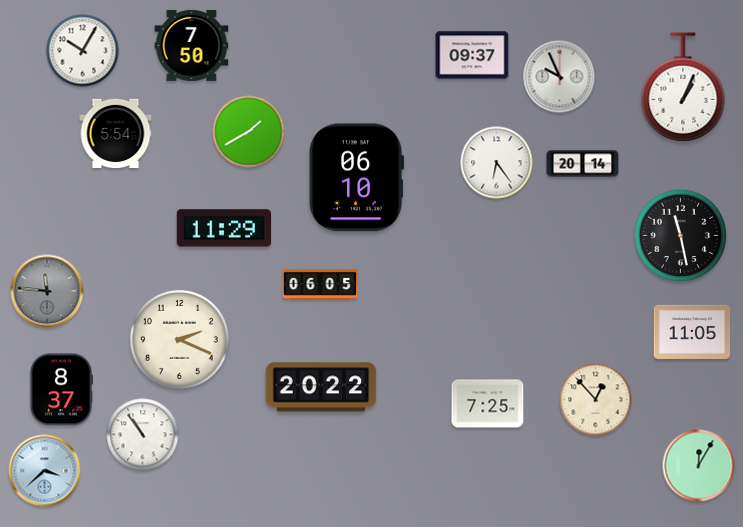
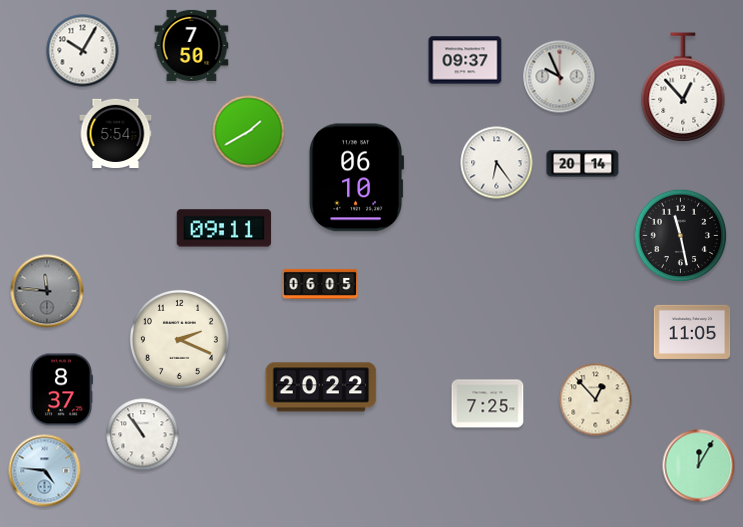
clock at (472, 55) position: (472, 55) -> (465, 60)
clock at (683, 87): 1:04 -> 12:53
clock at (224, 228): 11:29 -> 09:11
clock at (45, 471): 3:38 -> 4:46
